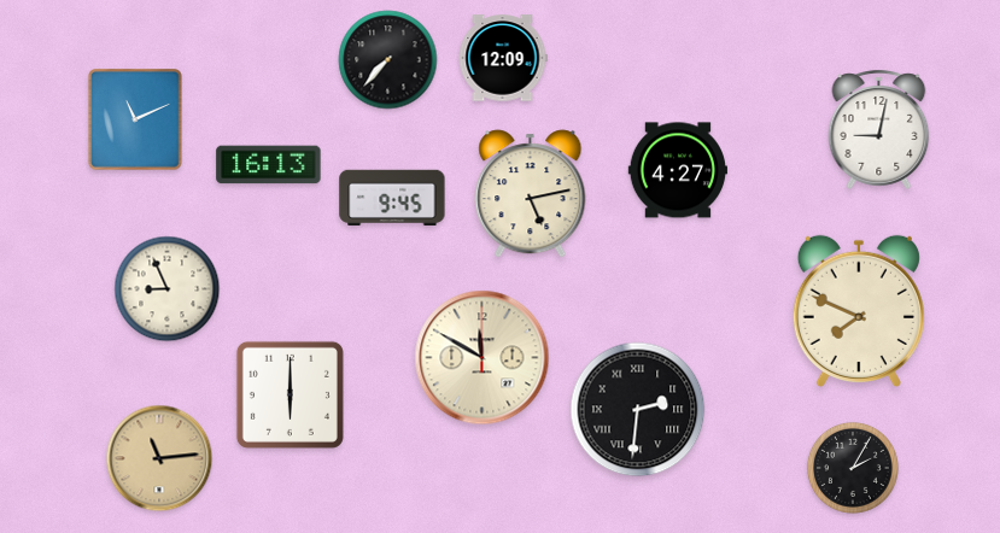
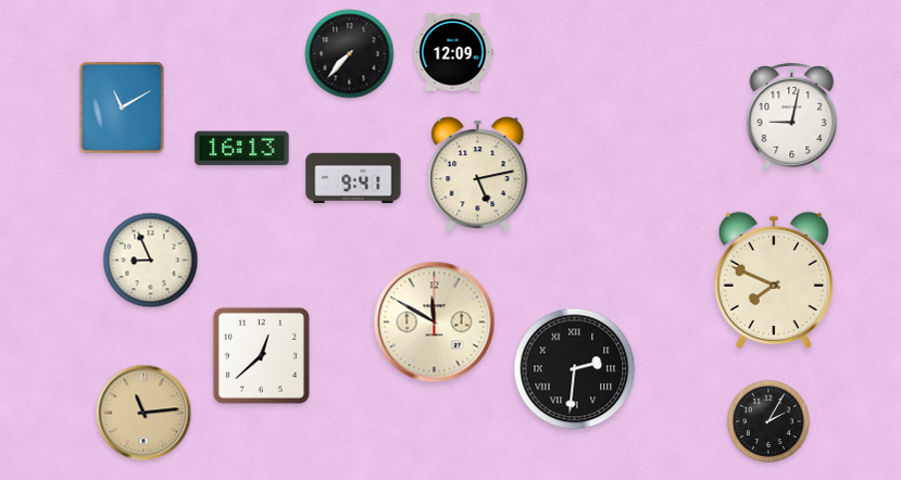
clock at (136, 121): 11:11 -> 11:10
clock at (677, 170): 4:27 -> none
clock at (392, 197): 9:45 -> 9:41
clock at (290, 394): 6:00 -> 12:38
